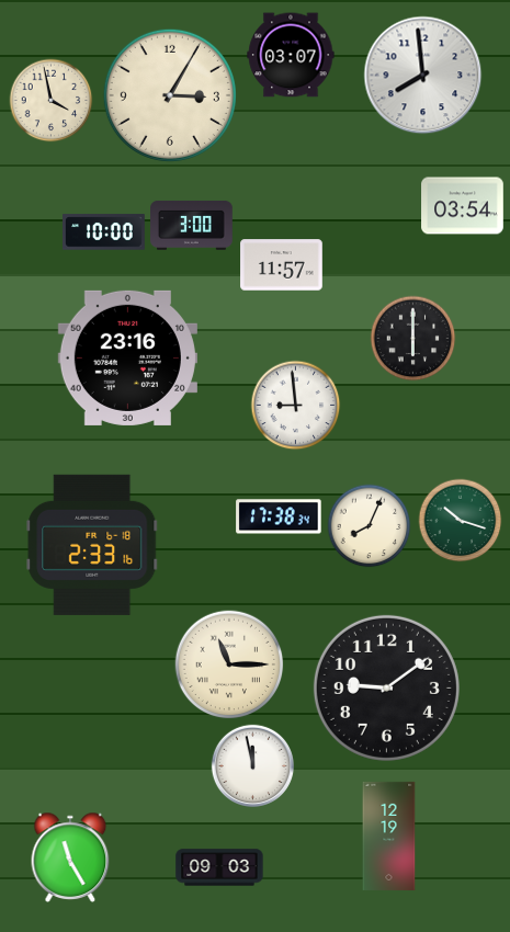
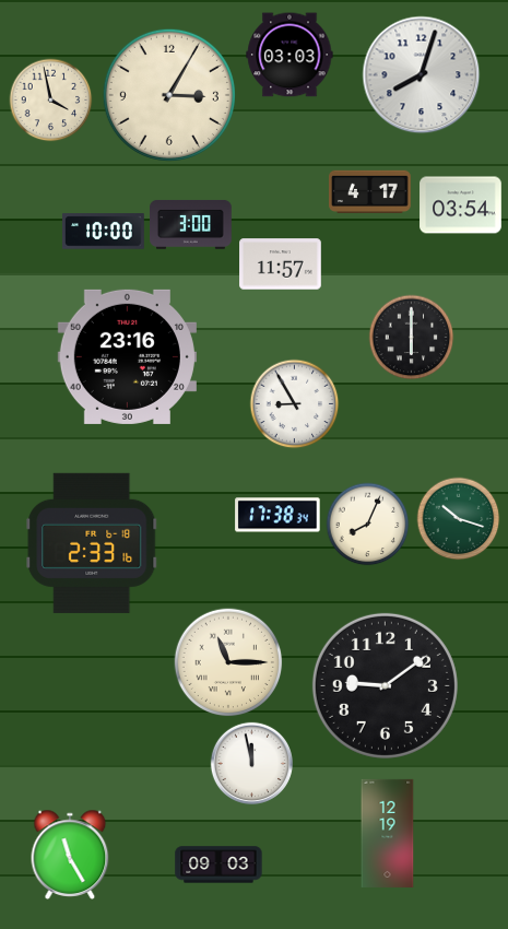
clock at (291, 55): 03:07 -> 03:03
clock at (423, 76): 7:59 -> 8:03
clock at (370, 191): none -> 4:17
clock at (296, 406): 8:59 -> 8:55
